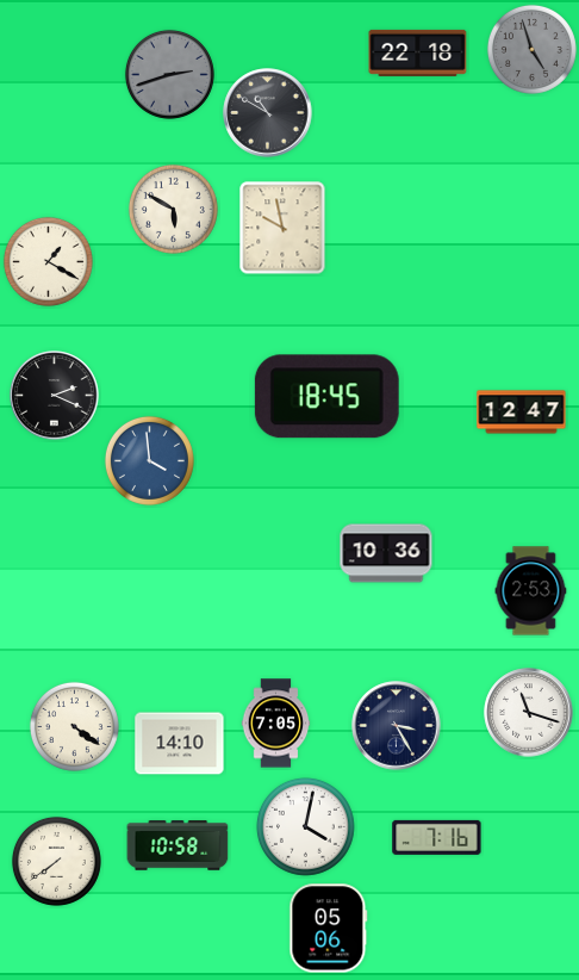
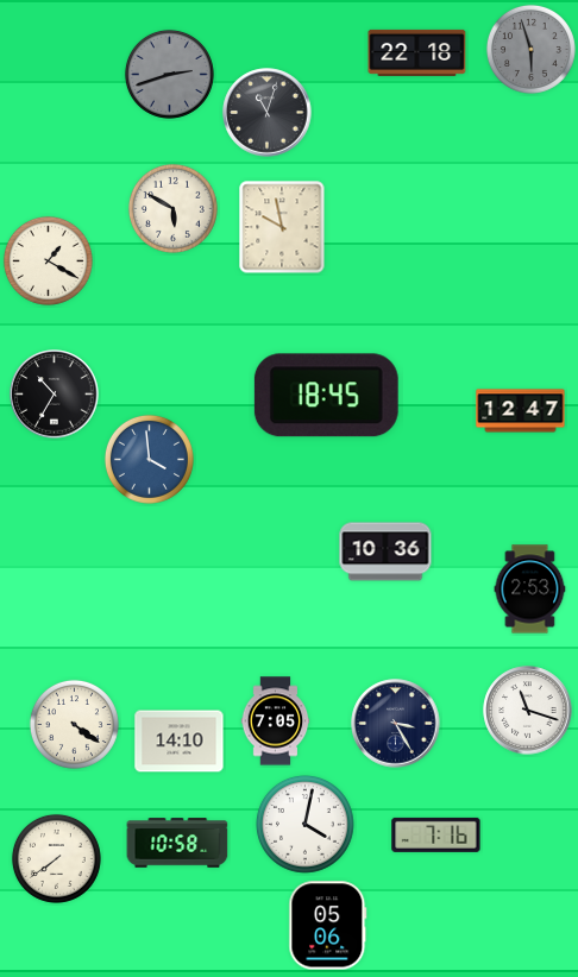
clock at (531, 49): 4:57 -> 5:57
clock at (268, 113): 10:50 -> 11:03
clock at (55, 396): 2:19 -> 10:35
